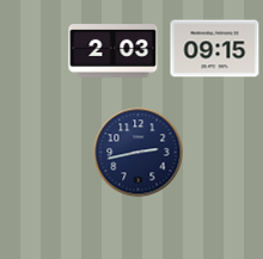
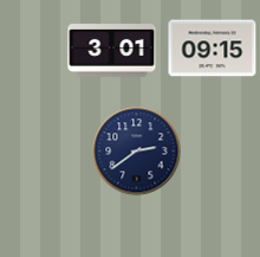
clock at (114, 51): 2:03 -> 3:01
clock at (139, 153): 2:43 -> 2:39
